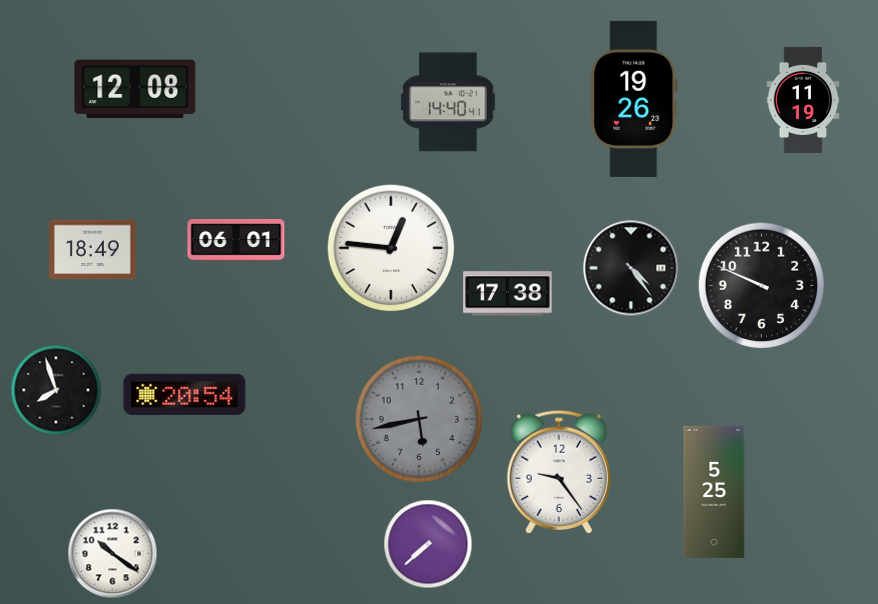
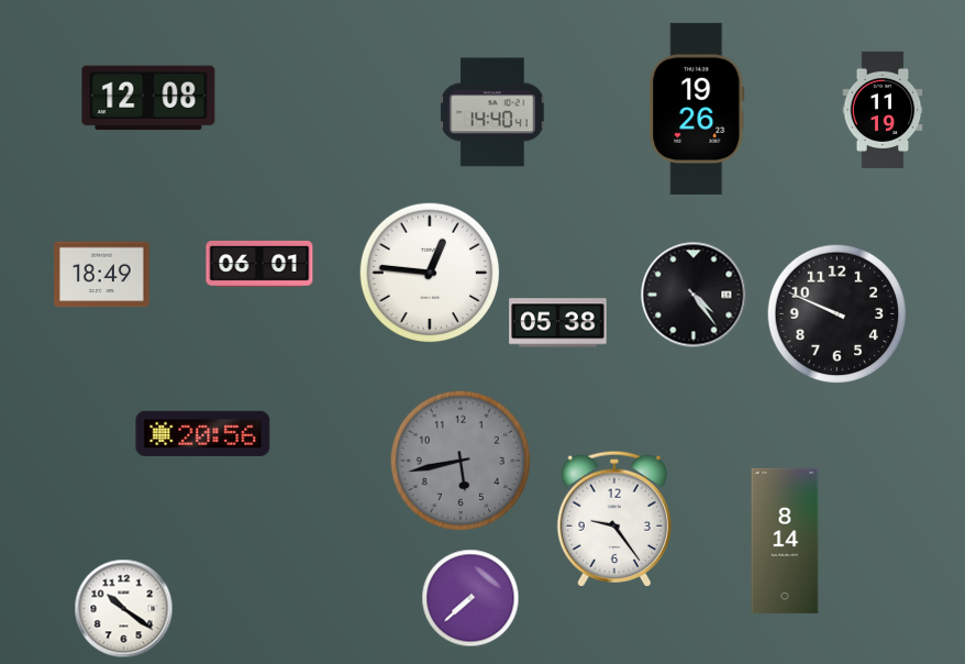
clock at (508, 294): 17:38 -> 05:38
clock at (56, 390): 7:57 -> none
clock at (185, 394): 20:54 -> 20:56
clock at (714, 492): 5:25 -> 8:14
